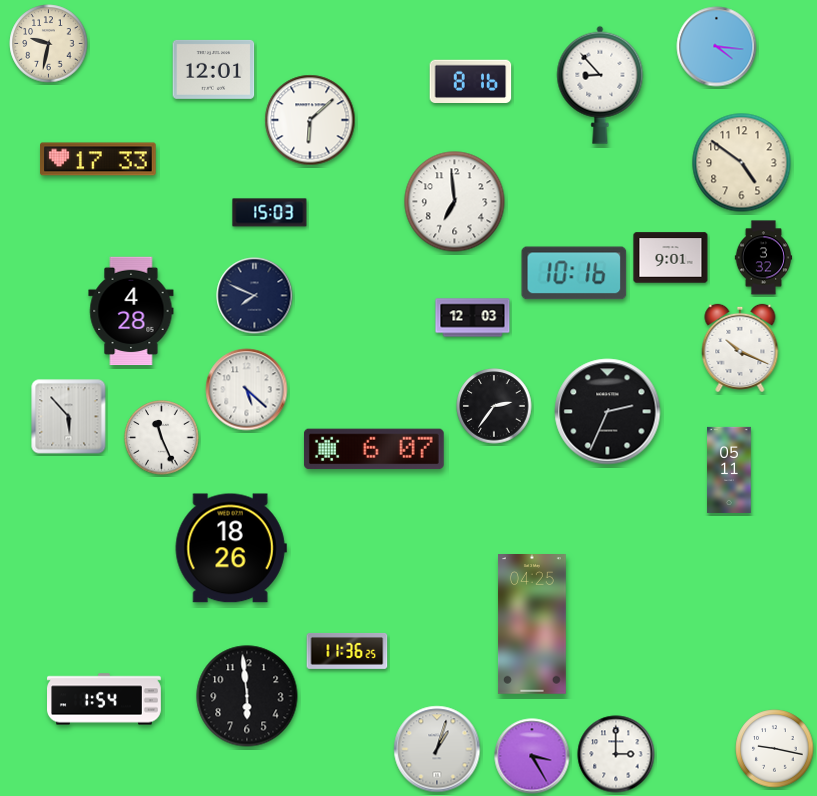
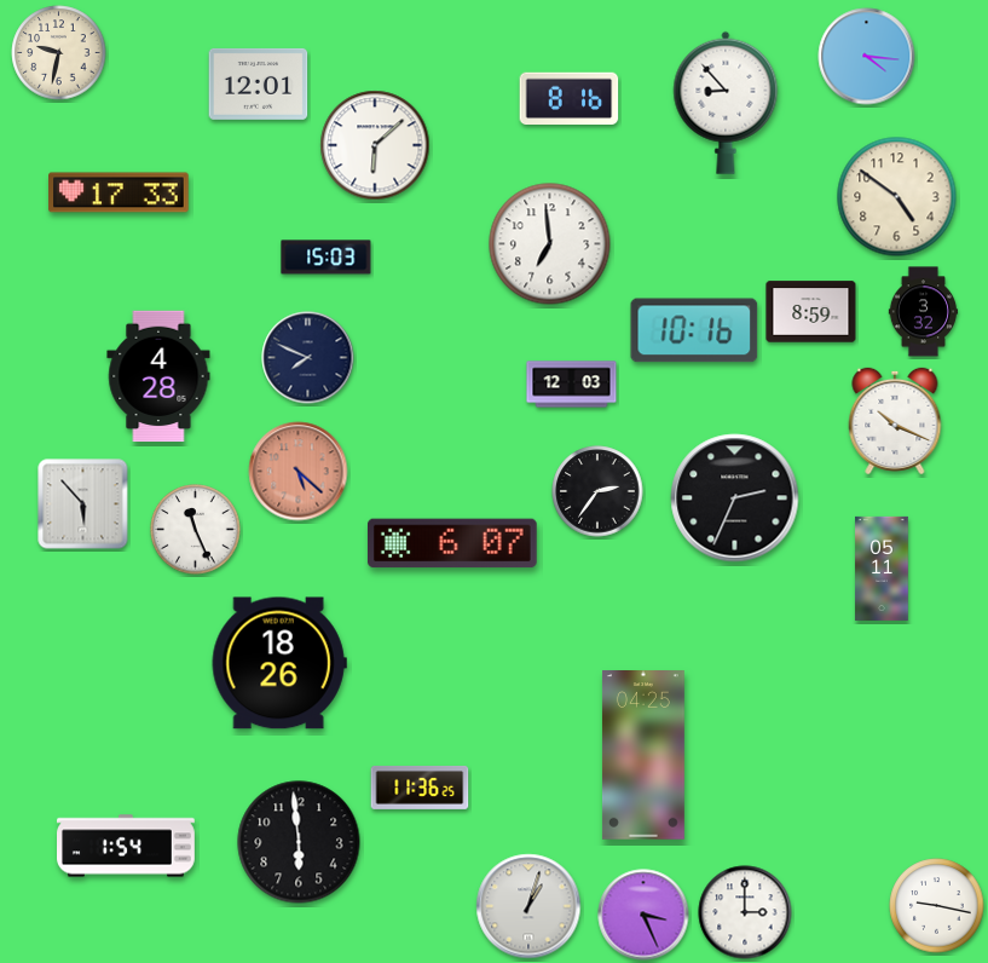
clock at (671, 258): 9:01 -> 8:59
clock at (247, 390) dial: white -> salmon
clock at (532, 756): 3:25 -> 3:26
